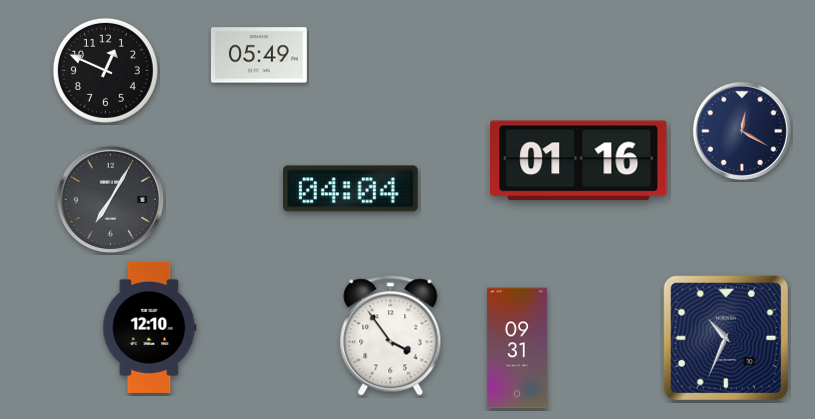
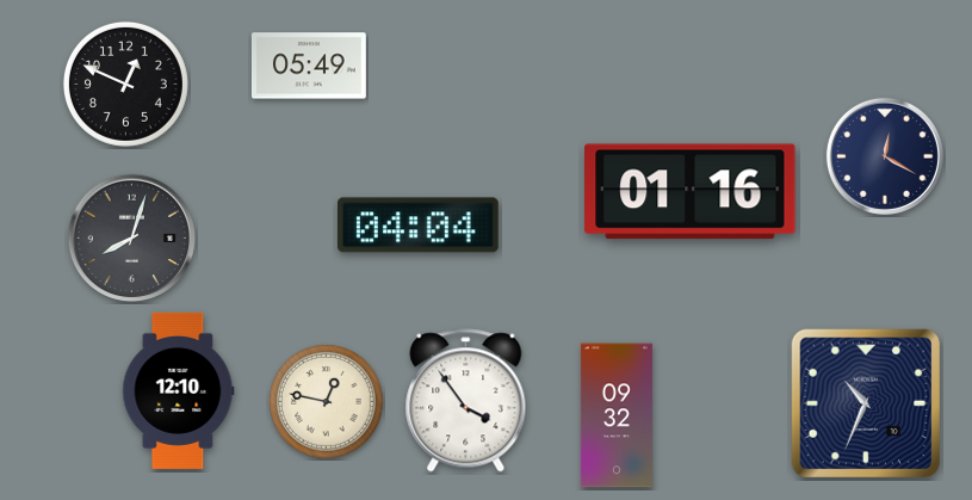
clock at (111, 200): 7:05 -> 8:03
clock at (327, 402): none -> 12:47
clock at (517, 348): 09:31 -> 09:32
